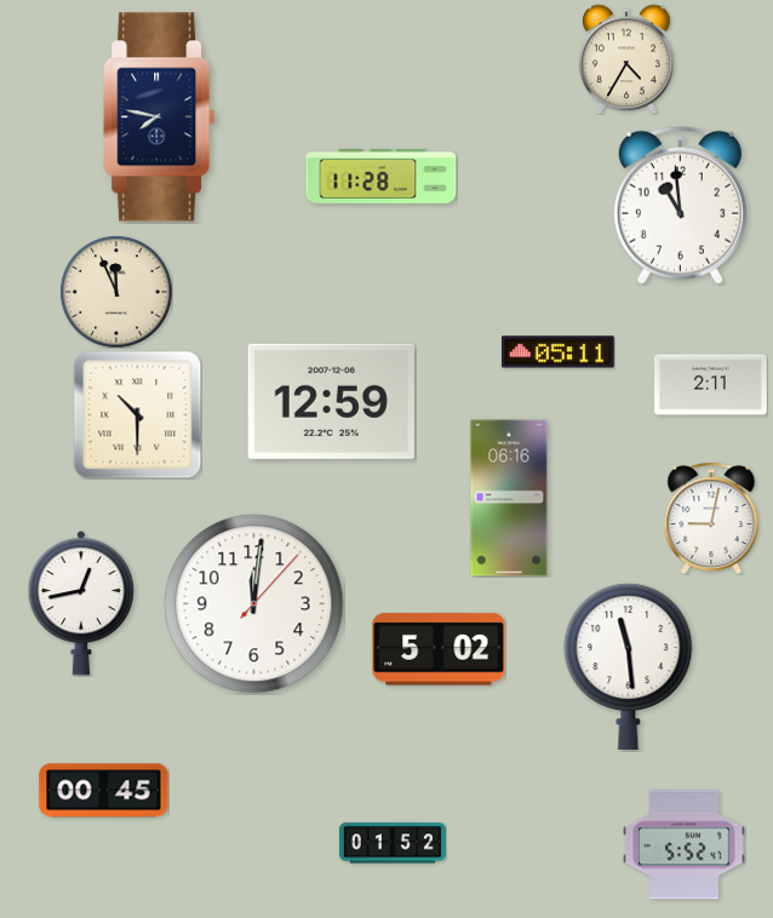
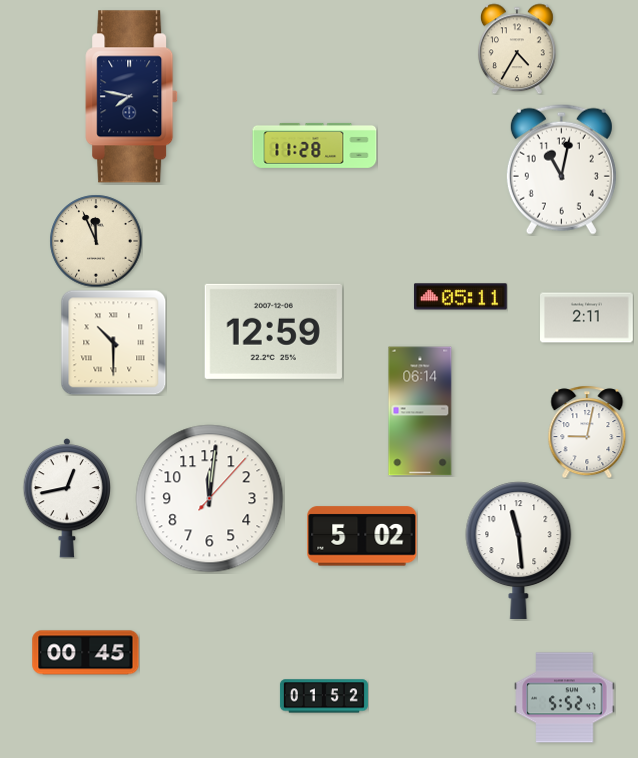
clock at (680, 205): 10:59 -> 11:02
clock at (557, 352) position: (557, 352) -> (460, 297)
clock at (509, 498): 06:16 -> 06:14
clock at (711, 518) position: (711, 518) -> (587, 432)
